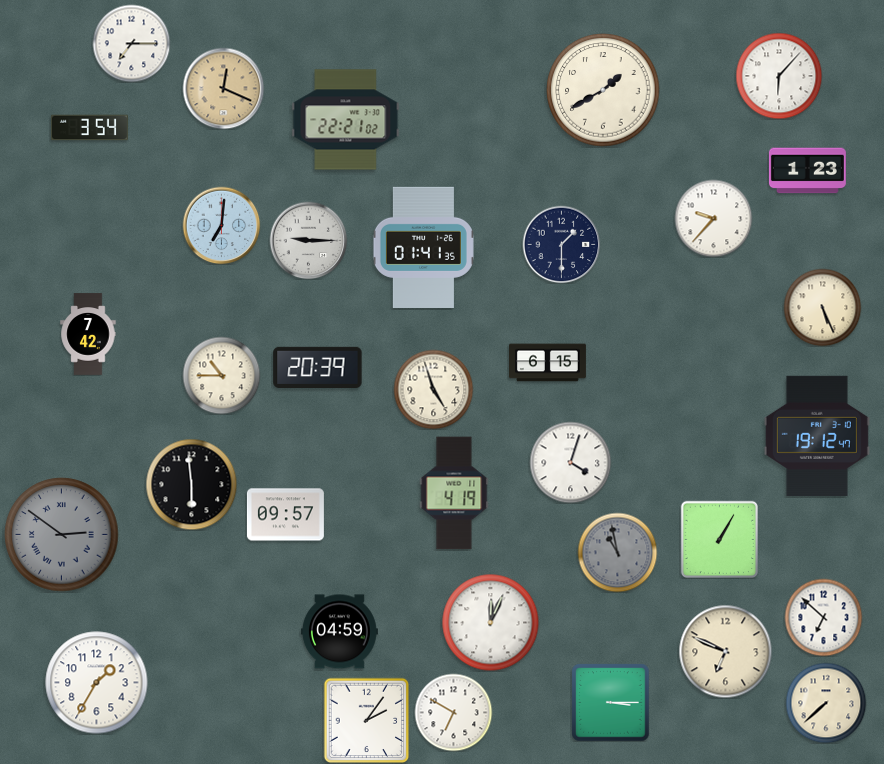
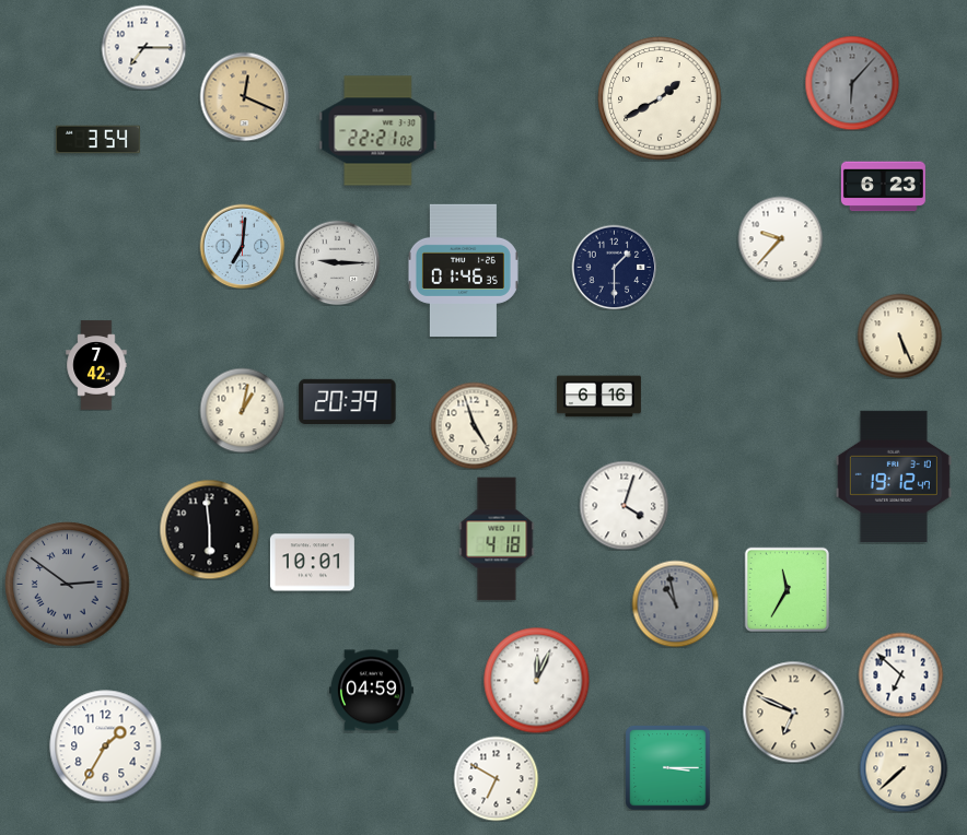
clock at (779, 76) dial: white -> grey
clock at (807, 171): 1:23 -> 6:23
clock at (423, 247): 01:41 -> 01:46
clock at (547, 363): 6:15 -> 6:16
clock at (221, 375): 10:45 -> 1:02
clock at (454, 493): 4:19 -> 4:18
clock at (285, 515): 09:57 -> 10:01
clock at (719, 539): 1:05 -> 11:35
clock at (366, 720): 2:06 -> none
